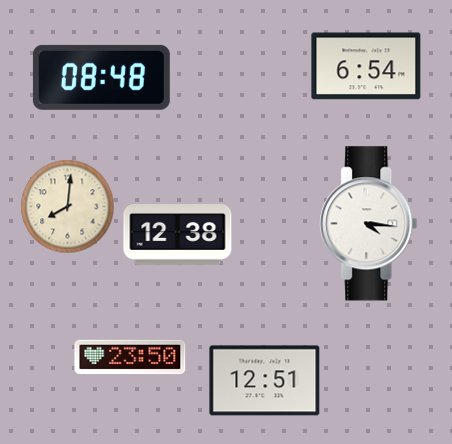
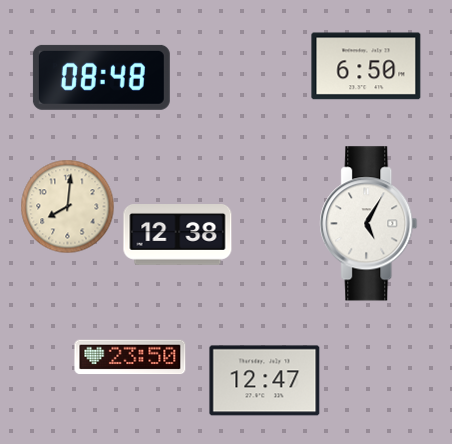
clock at (366, 66): 6:54 -> 6:50
clock at (369, 224): 4:16 -> 5:05
clock at (265, 381): 12:51 -> 12:47
